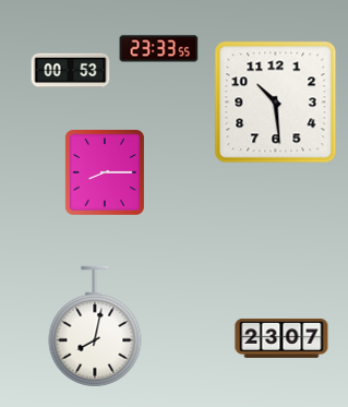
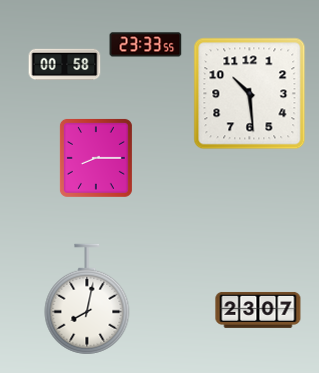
clock at (71, 71): 00:53 -> 00:58
clock at (276, 103) position: (276, 103) -> (250, 94)
